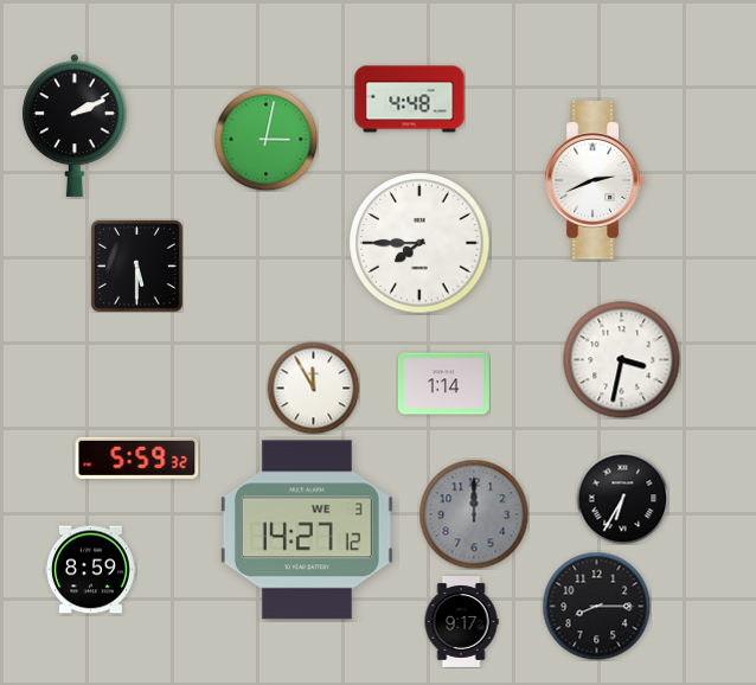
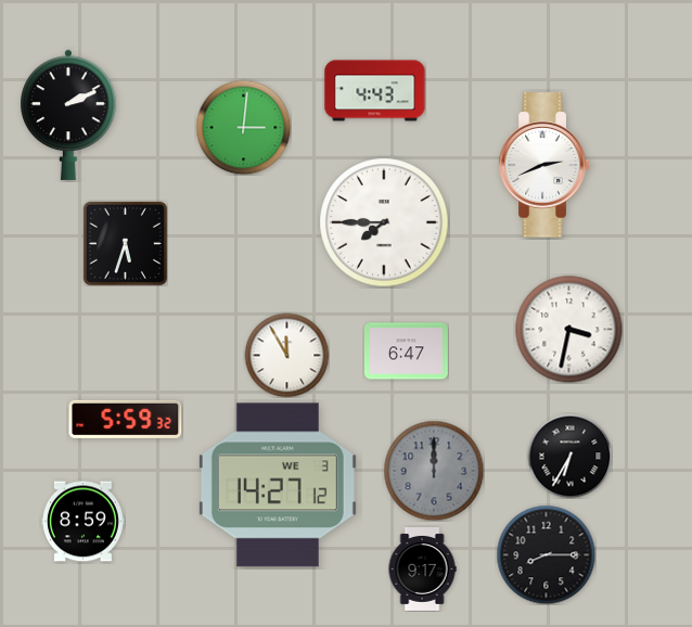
clock at (410, 100): 4:48 -> 4:43
clock at (265, 139): 3:02 -> 3:01
clock at (136, 265): 5:30 -> 5:33
clock at (443, 384): 1:14 -> 6:47
clock at (307, 530) position: (307, 530) -> (278, 485)
